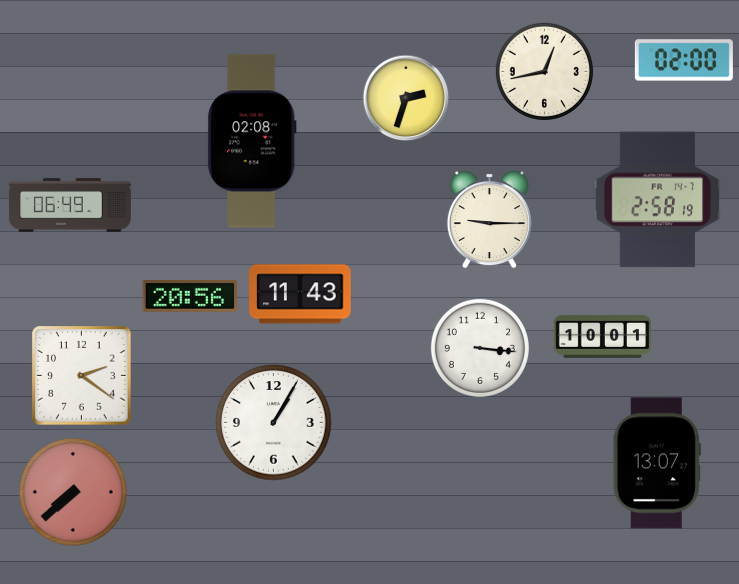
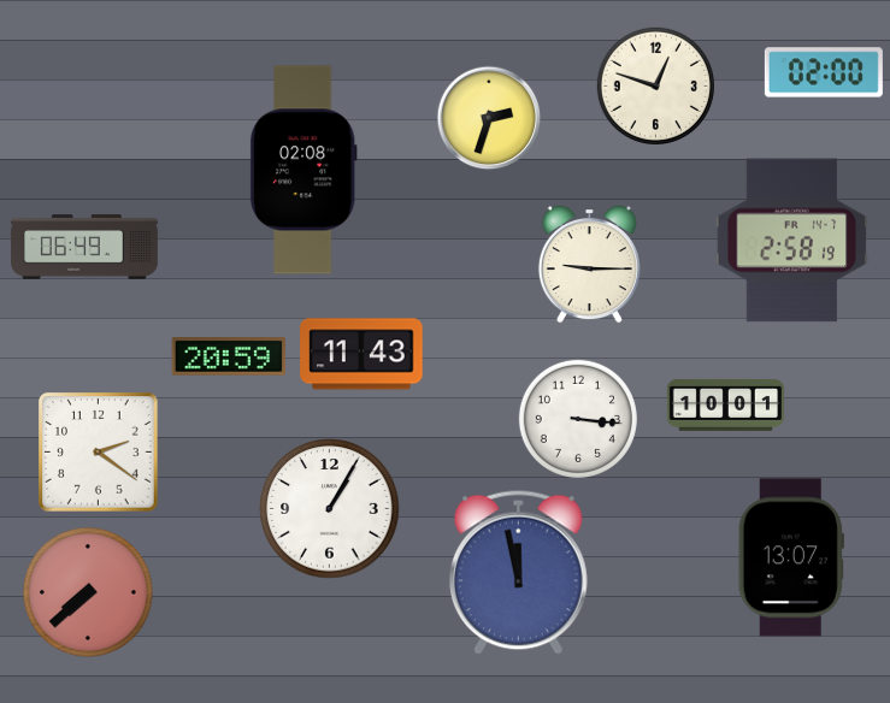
clock at (544, 71): 12:43 -> 12:48
clock at (190, 296): 20:56 -> 20:59
clock at (518, 572): none -> 11:58
